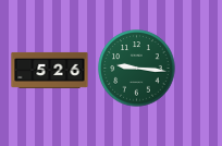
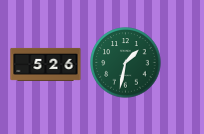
clock at (137, 69): 9:16 -> 1:32
